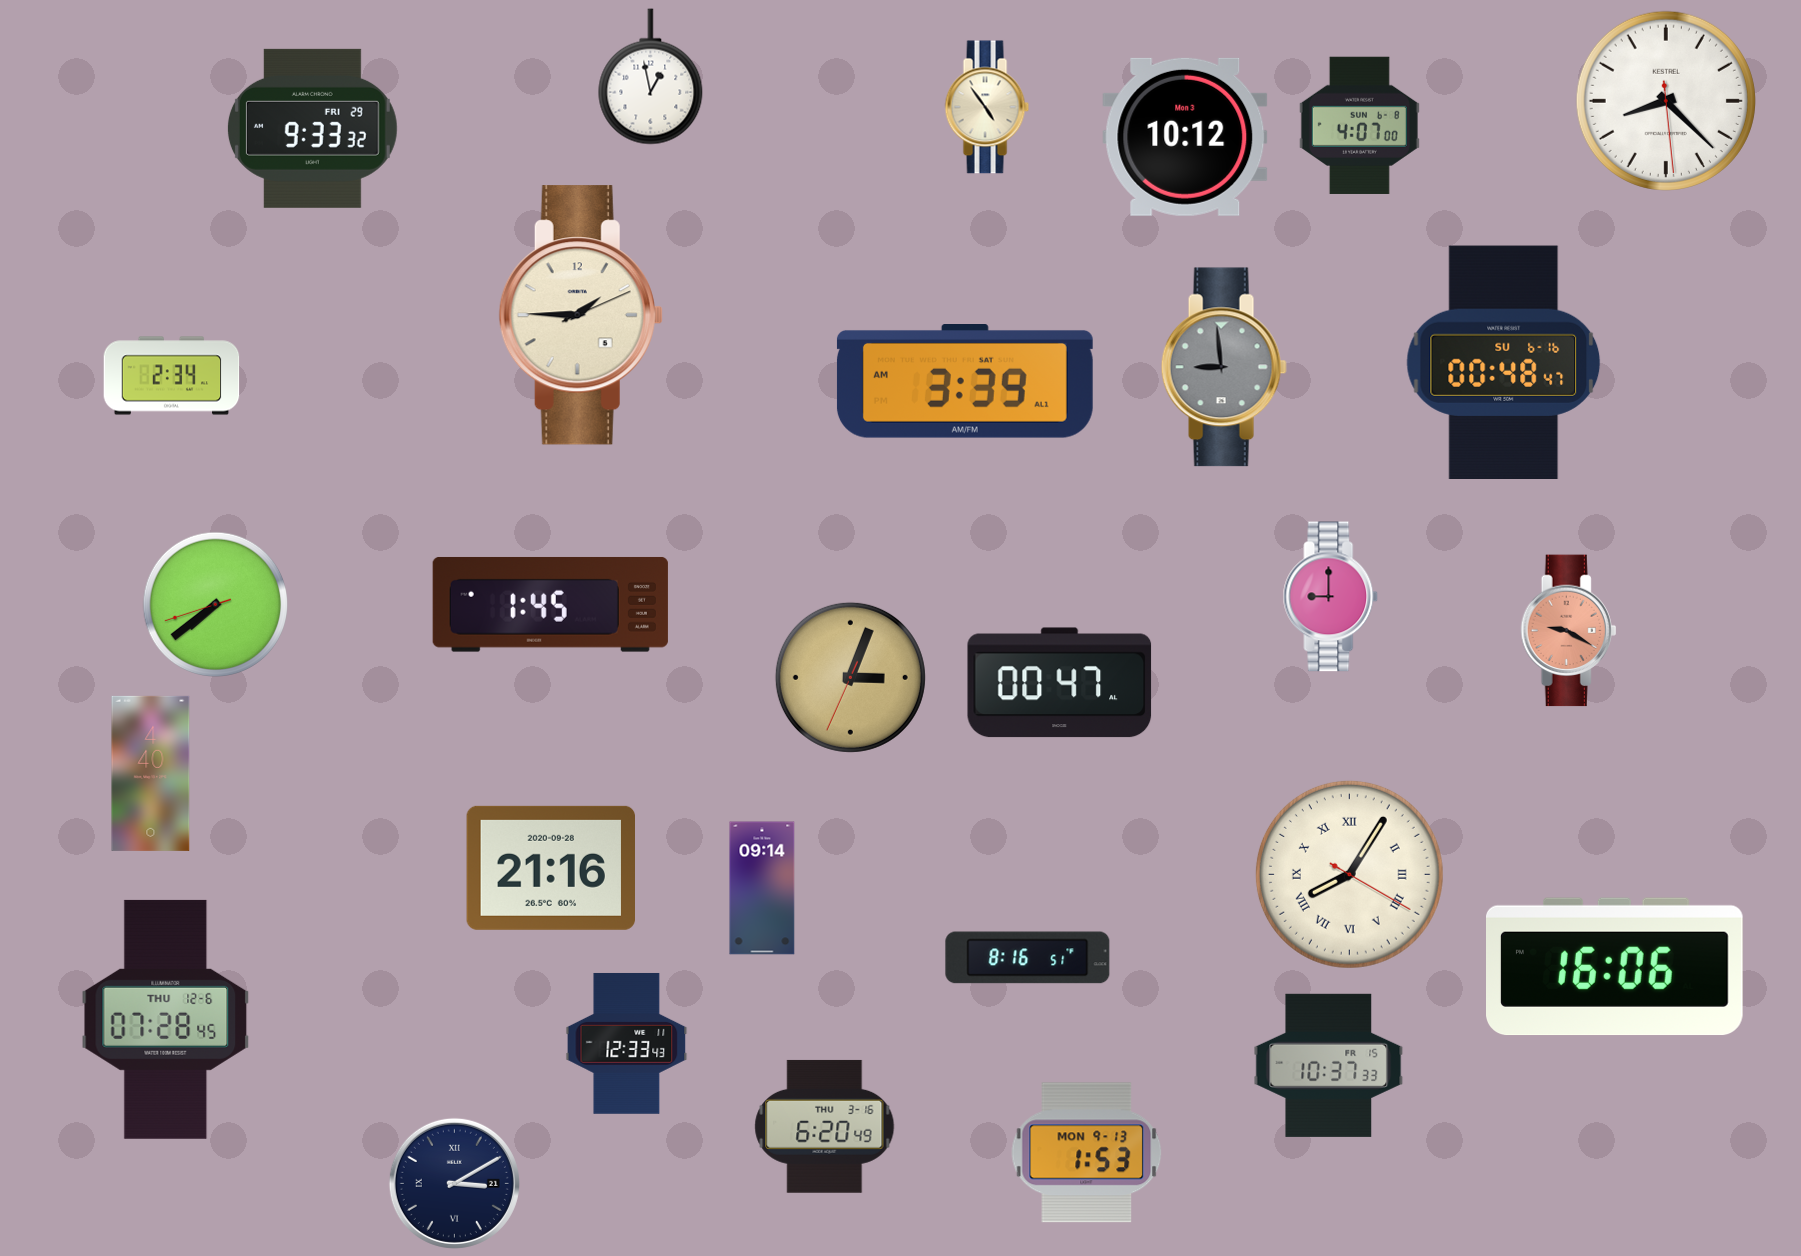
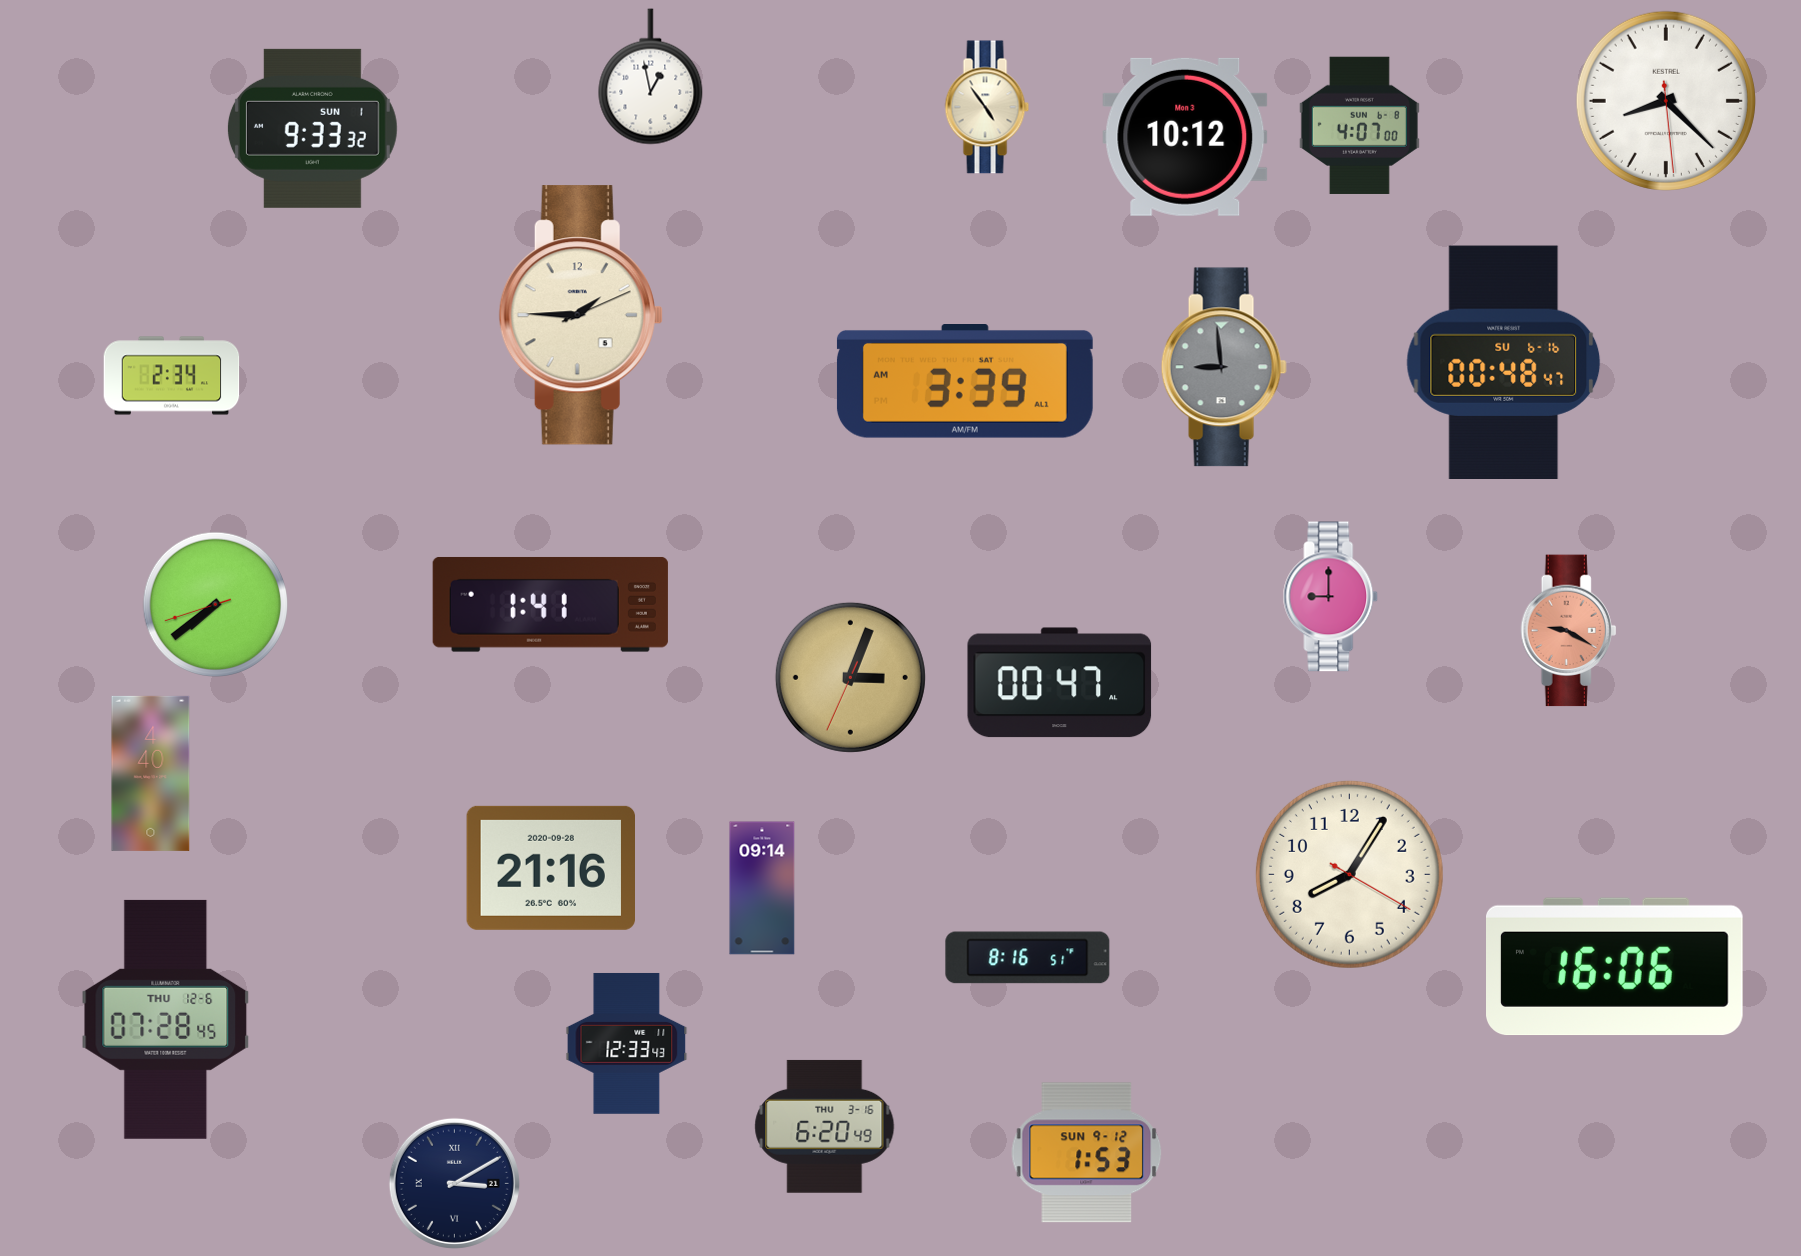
clock at (312, 128) date: FRI 29 -> SUN 1
clock at (550, 604): 1:45 -> 1:41
clock at (1349, 874) numerals: Roman -> Arabic
clock at (1329, 1065): 10:37 -> none
clock at (1087, 1153) date: MON 9-13 -> SUN 9-12
